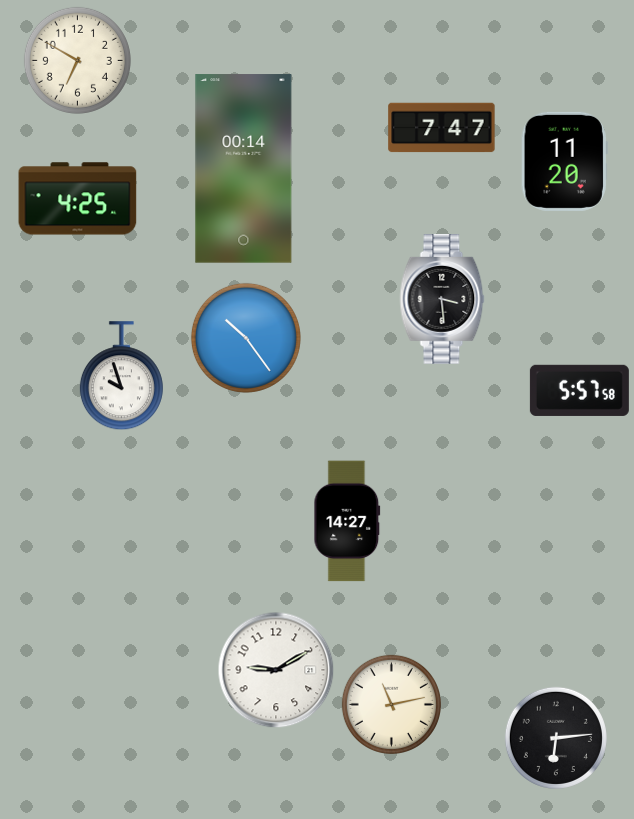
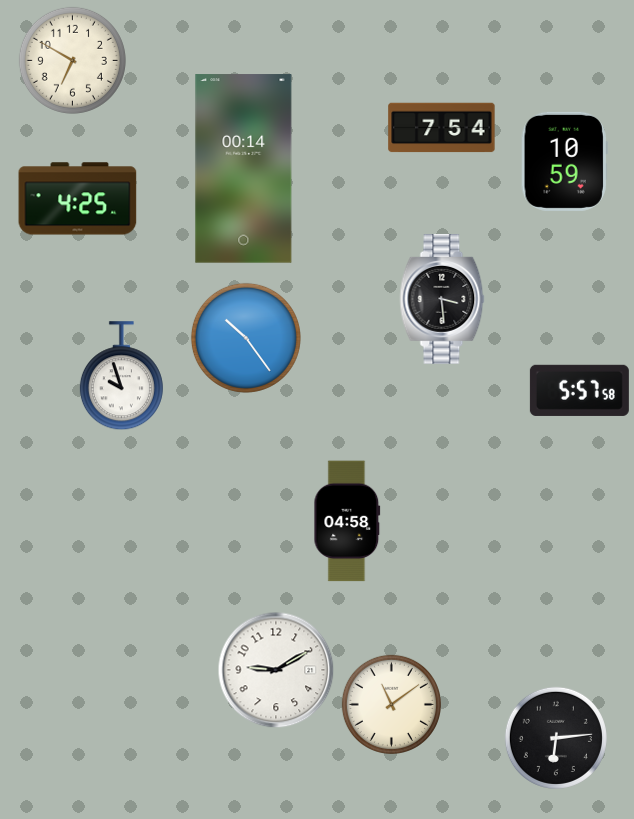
clock at (77, 60) position: (77, 60) -> (72, 60)
clock at (442, 128): 7:47 -> 7:54
clock at (564, 161): 11:20 -> 10:59
clock at (347, 521): 14:27 -> 04:58
clock at (391, 704): 11:13 -> 11:09
